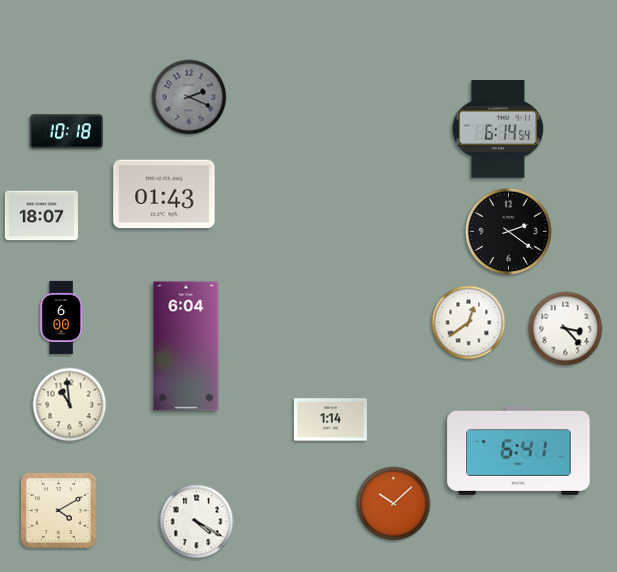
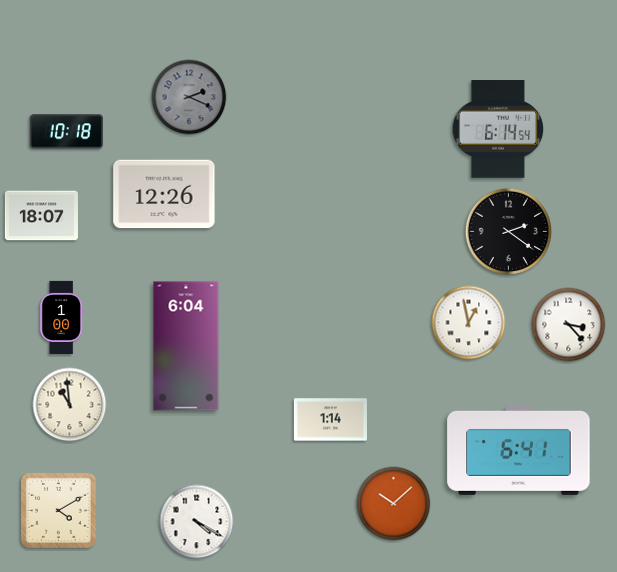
clock at (164, 194): 01:43 -> 12:26
clock at (61, 317): 6:00 -> 1:00
clock at (469, 323): 12:39 -> 12:58
clock at (566, 329) position: (566, 329) -> (569, 325)
